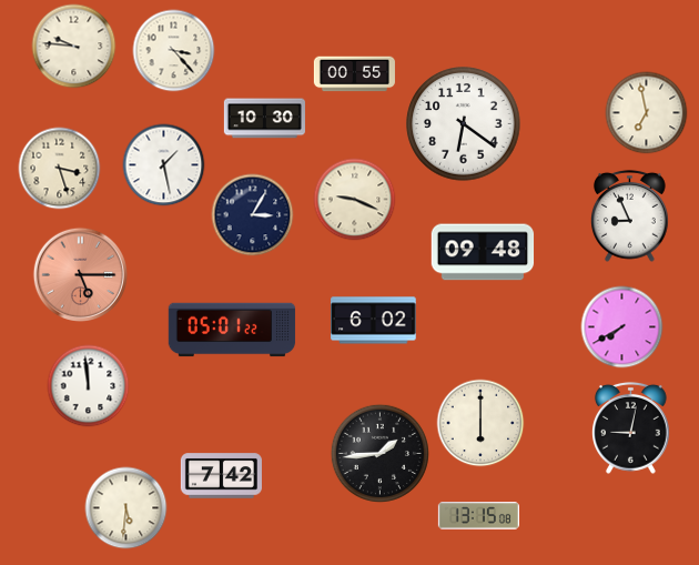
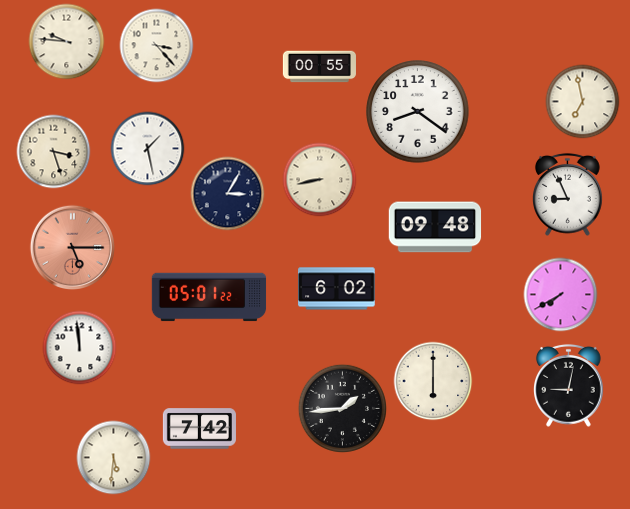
clock at (264, 119): 10:30 -> none
clock at (464, 124): 6:21 -> 8:21
clock at (355, 200): 9:19 -> 8:43
clock at (478, 516): 13:15 -> none
